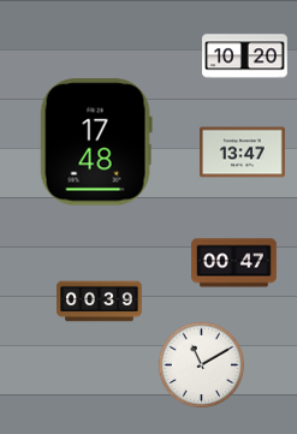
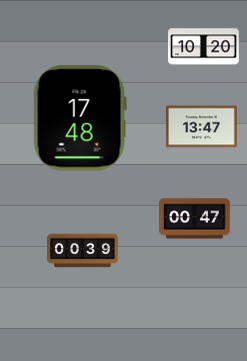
clock at (202, 365): 11:10 -> none
